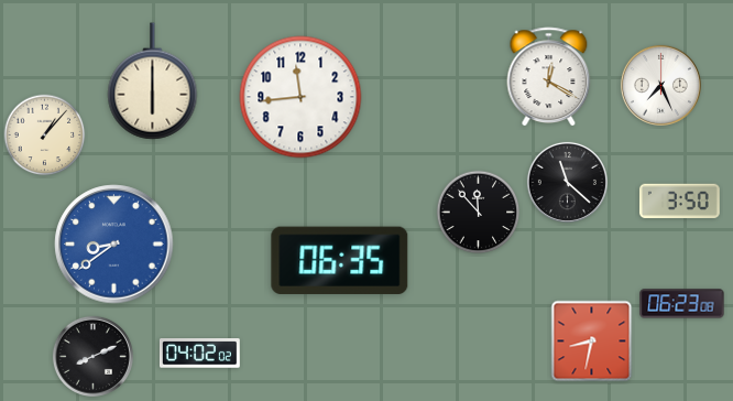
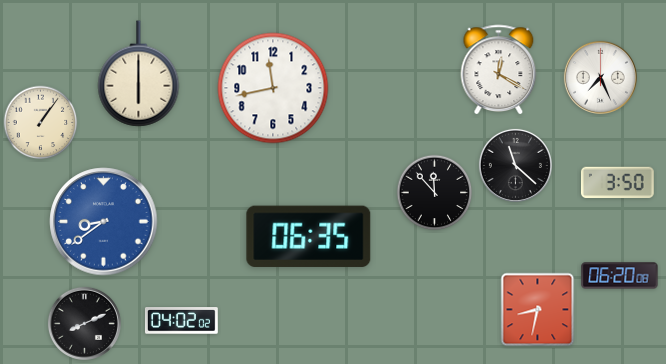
clock at (300, 97): 11:44 -> 11:43
clock at (45, 136): 1:07 -> 1:06
clock at (682, 304): 06:23 -> 06:20
